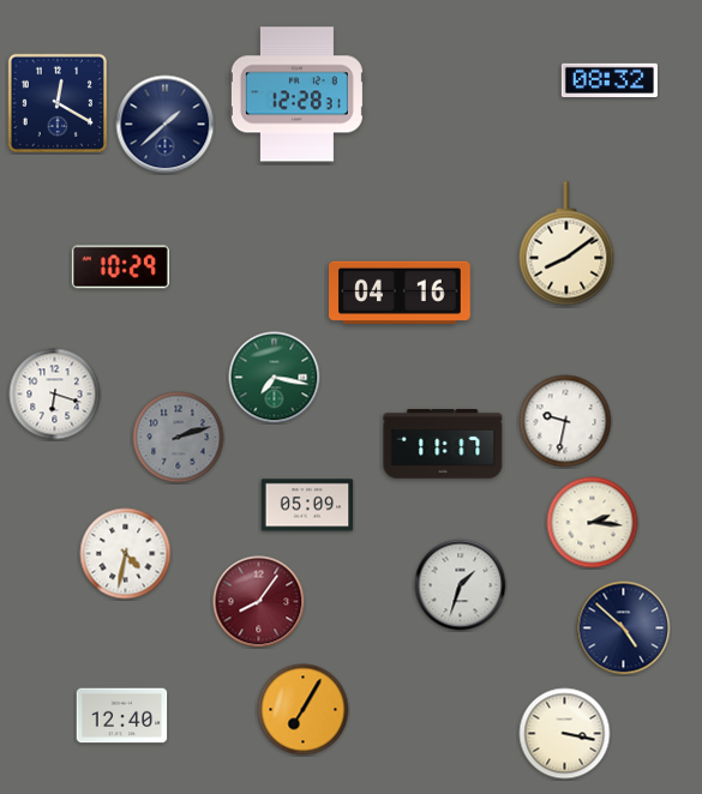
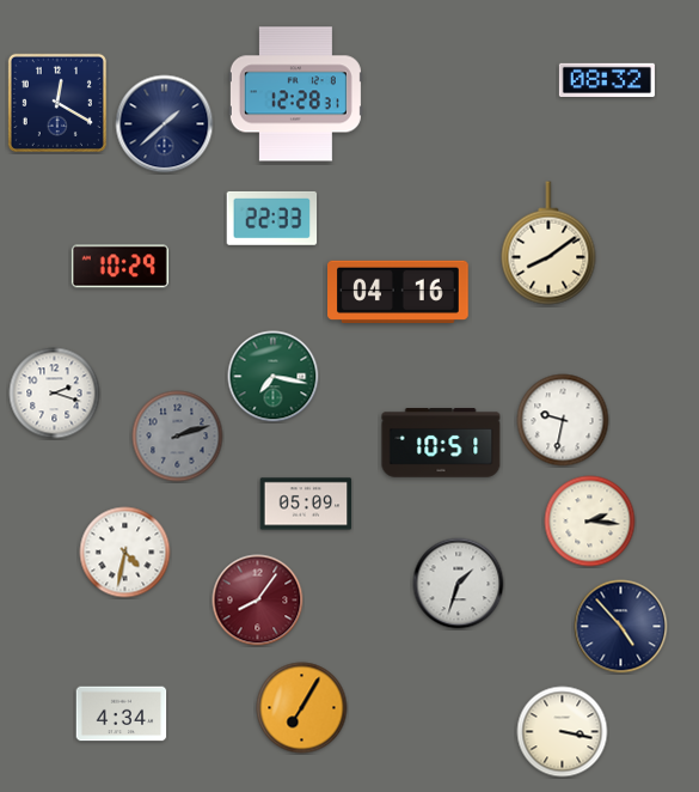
clock at (272, 218): none -> 22:33
clock at (566, 243) position: (566, 243) -> (548, 243)
clock at (55, 395): 6:18 -> 2:18
clock at (443, 444): 11:17 -> 10:51
clock at (624, 628): 4:52 -> 4:53
clock at (122, 716): 12:40 -> 4:34
